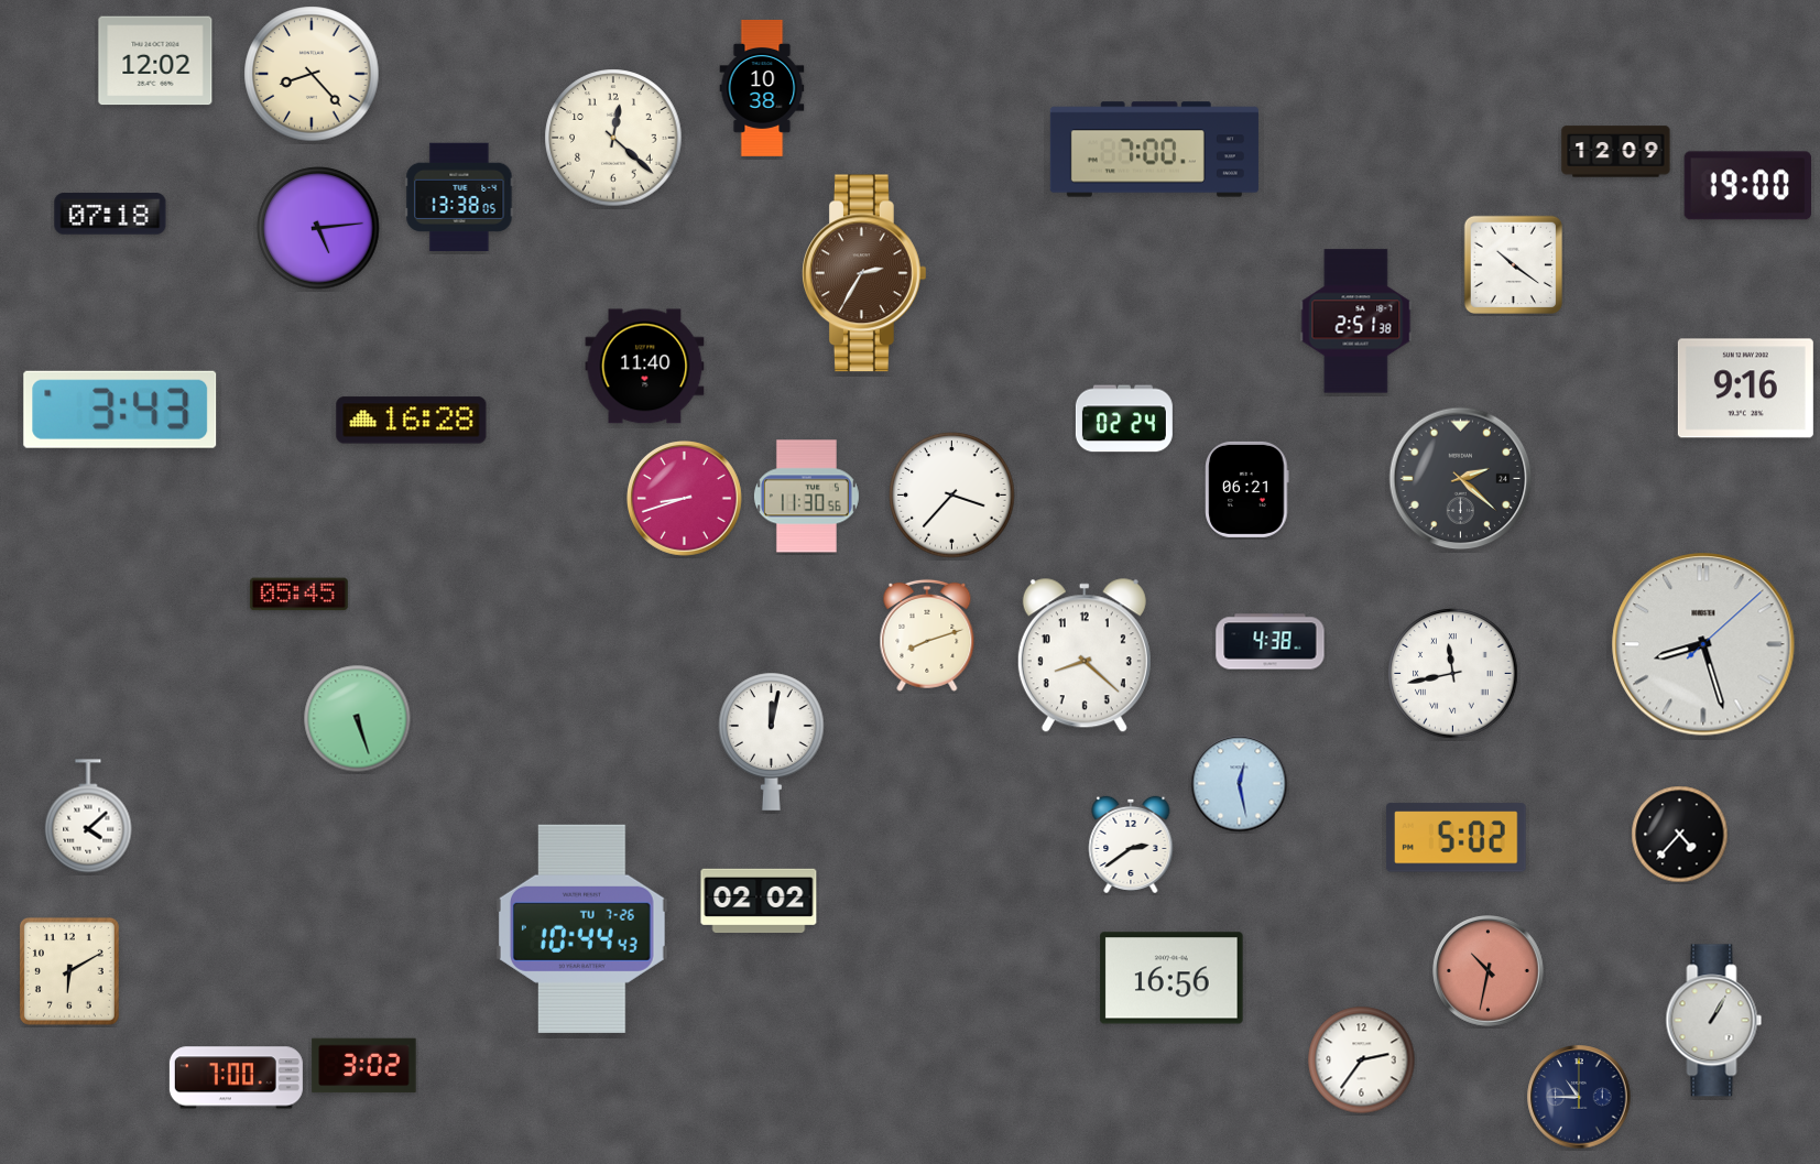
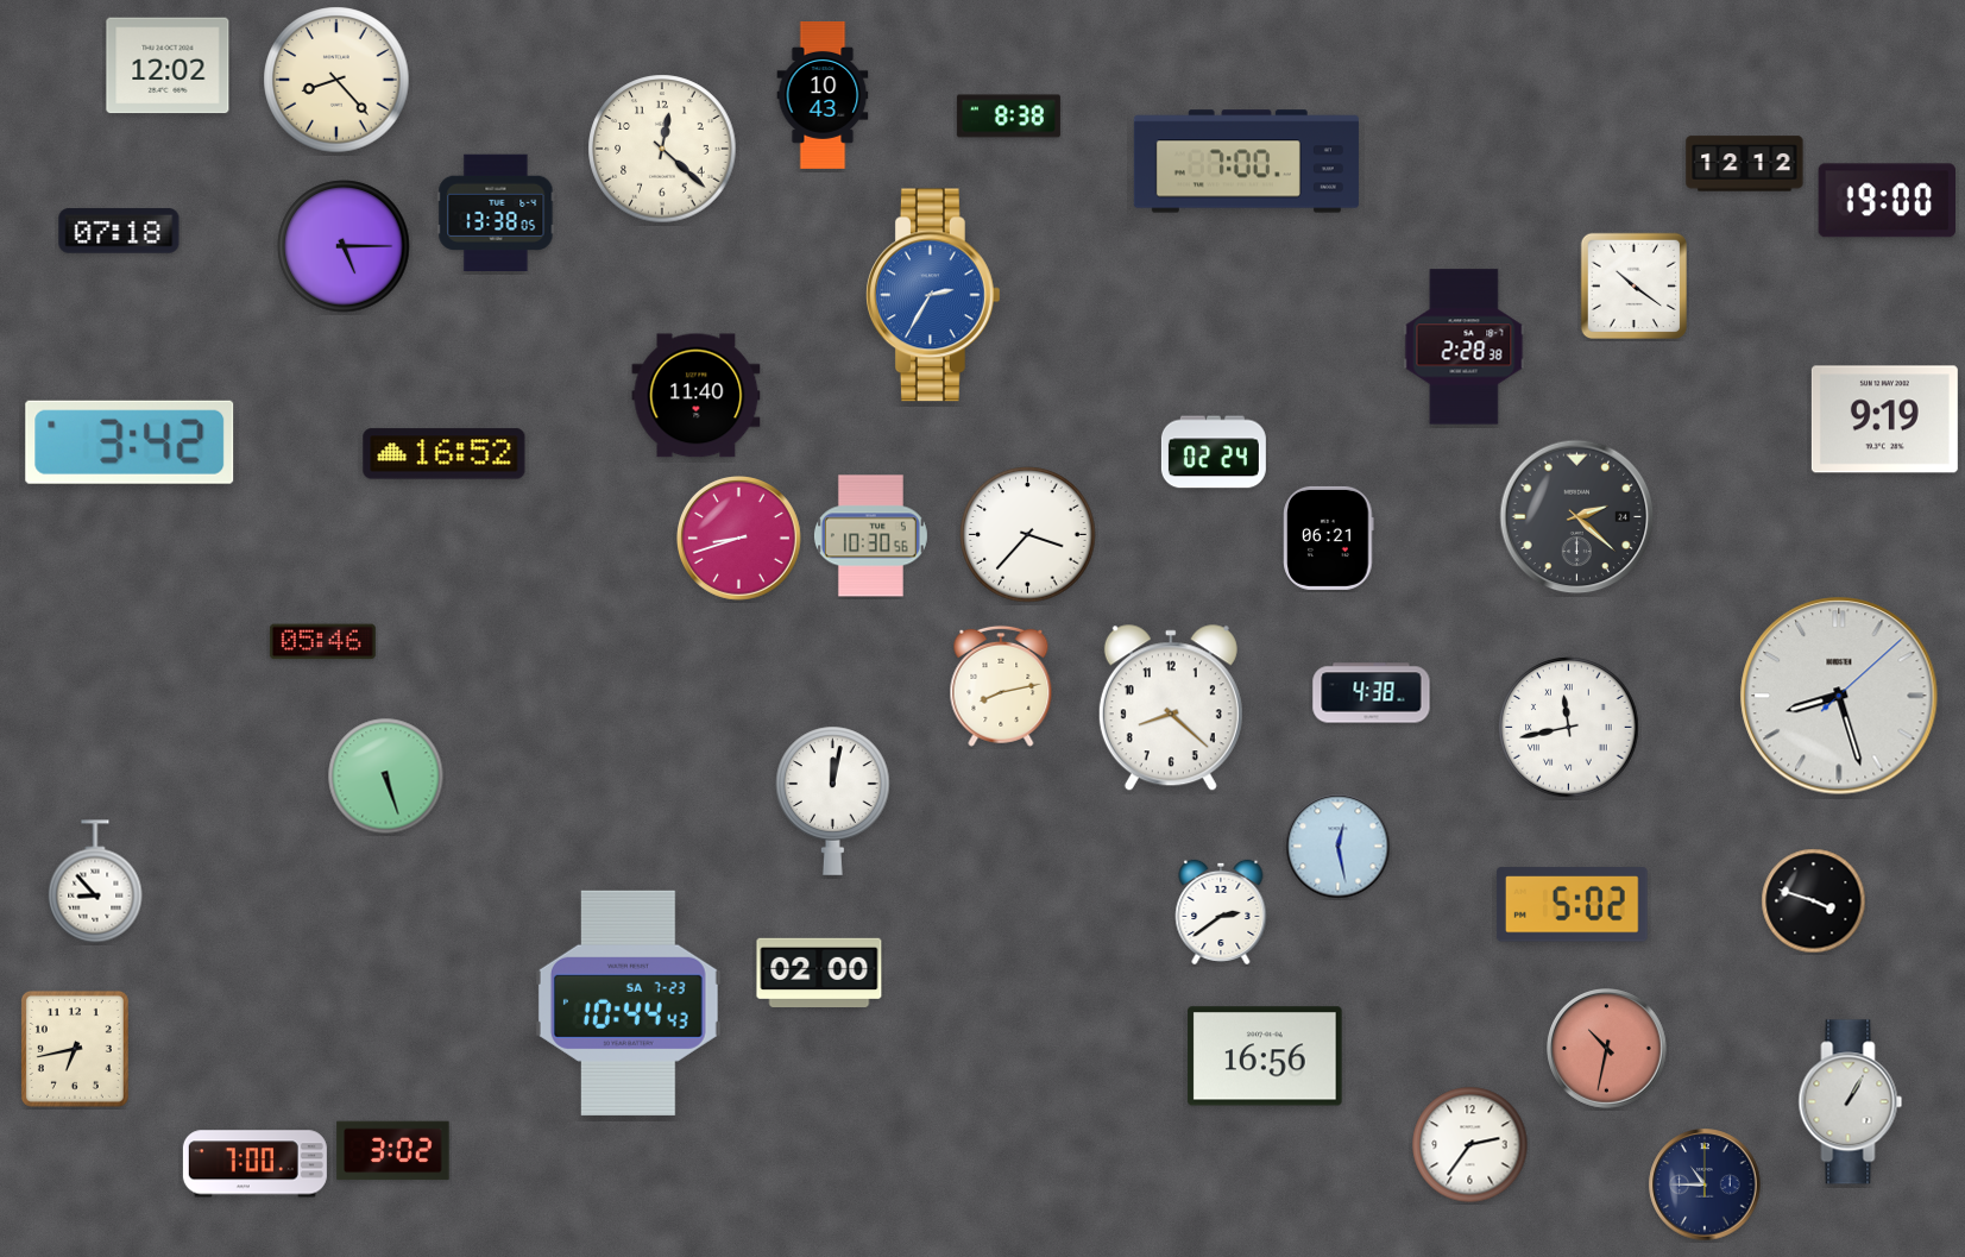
clock at (762, 88): 10:38 -> 10:43
clock at (1008, 117): none -> 8:38
clock at (1616, 152): 12:09 -> 12:12
clock at (318, 228): 5:14 -> 5:15
clock at (864, 273) dial: brown -> blue
clock at (1356, 322): 2:51 -> 2:28
clock at (1745, 389): 9:16 -> 9:19
clock at (120, 410): 3:43 -> 3:42
clock at (412, 421): 16:28 -> 16:52
clock at (1247, 489) position: (1247, 489) -> (1329, 538)
clock at (806, 497): 11:30 -> 10:30
clock at (298, 595): 05:45 -> 05:46
clock at (927, 635): 8:12 -> 8:13
clock at (88, 816): 4:08 -> 8:53
clock at (1680, 835): 4:37 -> 3:48
clock at (759, 901): 02:02 -> 02:00
clock at (581, 928) date: TU 7-26 -> SA 7-23
clock at (69, 971): 6:10 -> 6:43
